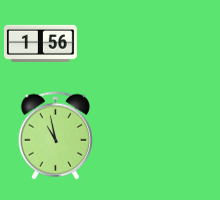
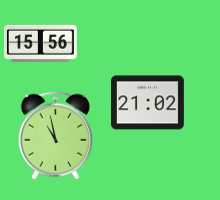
clock at (40, 43): 1:56 -> 15:56
clock at (148, 103): none -> 21:02
